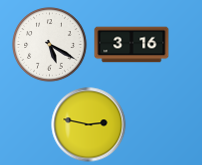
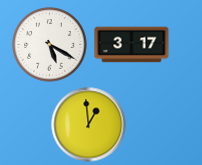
clock at (132, 45): 3:16 -> 3:17
clock at (89, 125): 2:47 -> 12:59
